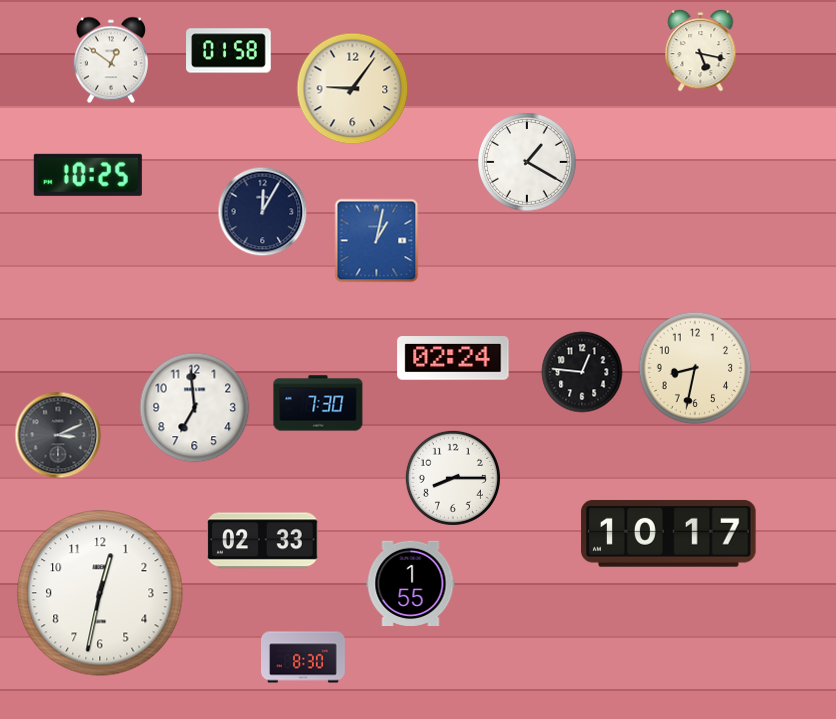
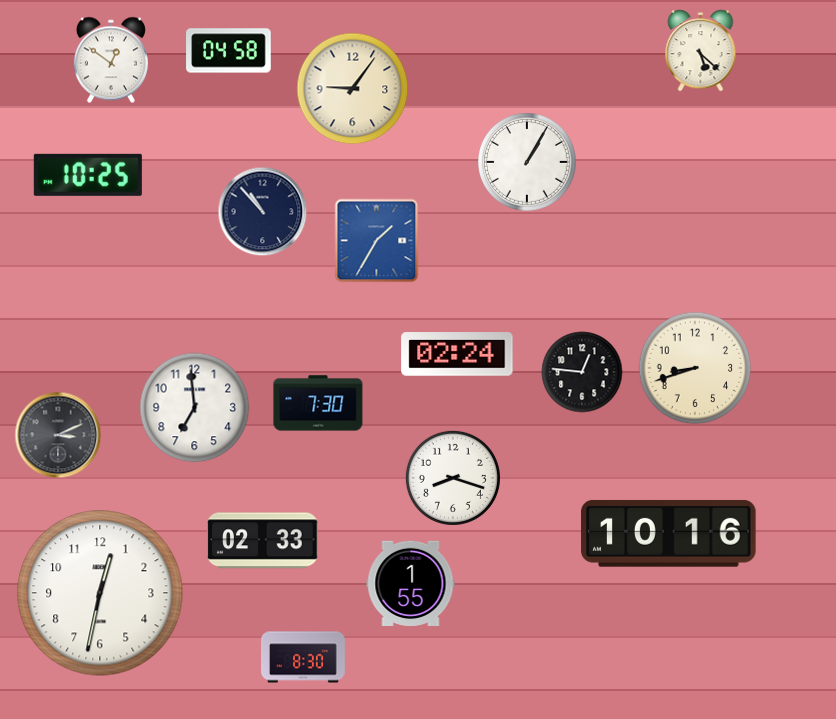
clock at (229, 51): 01:58 -> 04:58
clock at (701, 51): 5:17 -> 5:22
clock at (527, 162): 1:20 -> 1:05
clock at (263, 212): 12:05 -> 10:53
clock at (377, 241): 1:02 -> 1:35
clock at (453, 358) position: (453, 358) -> (457, 354)
clock at (695, 368): 8:32 -> 8:42
clock at (453, 478): 8:15 -> 8:18
clock at (669, 533): 10:17 -> 10:16
